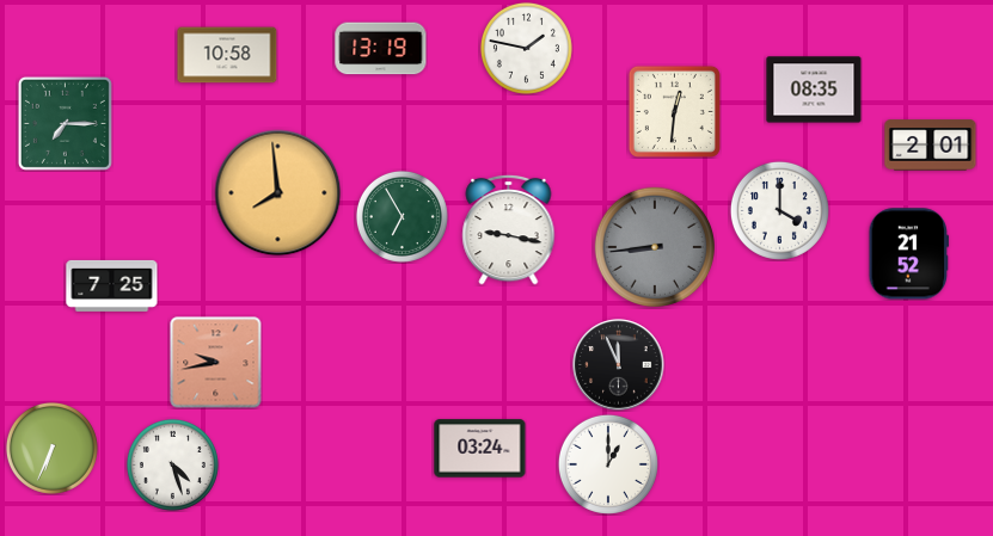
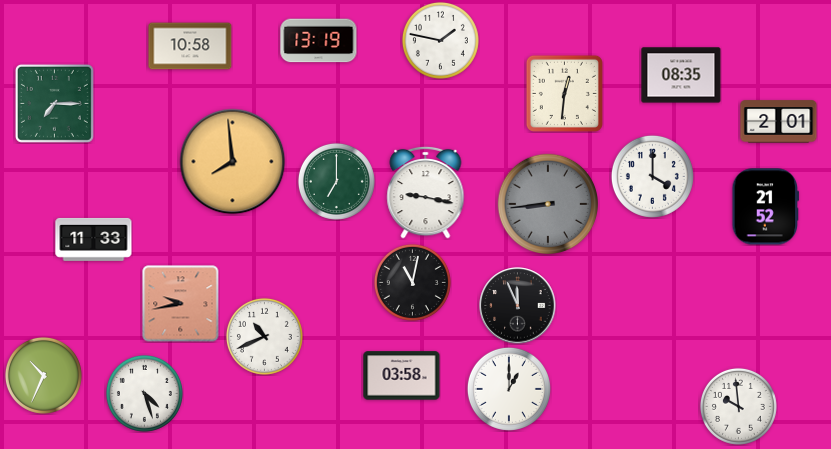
clock at (402, 216): 6:55 -> 7:00
clock at (654, 246) position: (654, 246) -> (547, 203)
clock at (909, 254) position: (909, 254) -> (766, 207)
clock at (112, 285): 7:25 -> 11:33
clock at (412, 282): none -> 11:02
clock at (264, 336): none -> 10:41
clock at (51, 448): 6:34 -> 10:34
clock at (480, 449): 03:24 -> 03:58
clock at (172, 464) position: (172, 464) -> (144, 393)
clock at (738, 406): none -> 9:59
